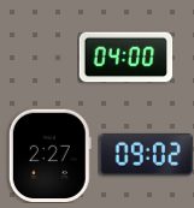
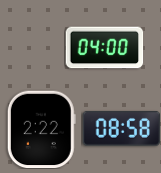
clock at (146, 154): 09:02 -> 08:58
clock at (49, 155): 2:27 -> 2:22
